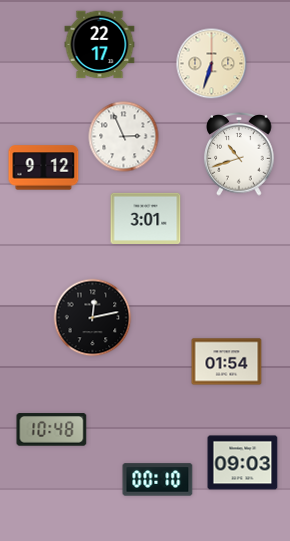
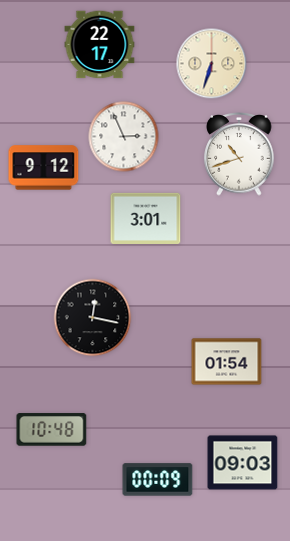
clock at (93, 318): 12:13 -> 12:17
clock at (158, 480): 00:10 -> 00:09
